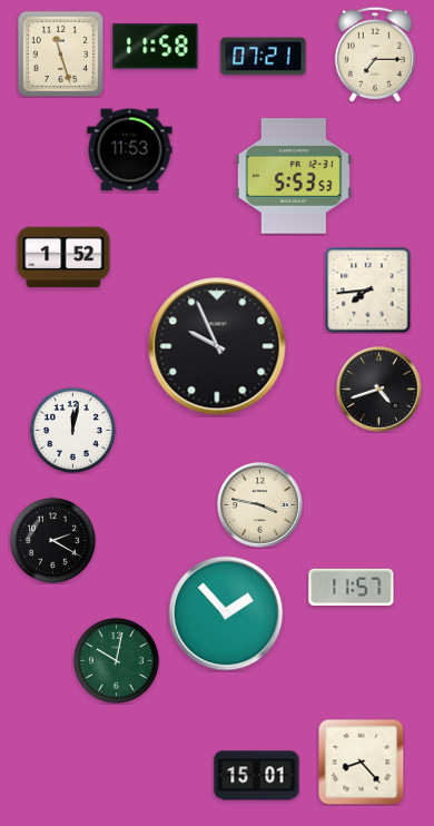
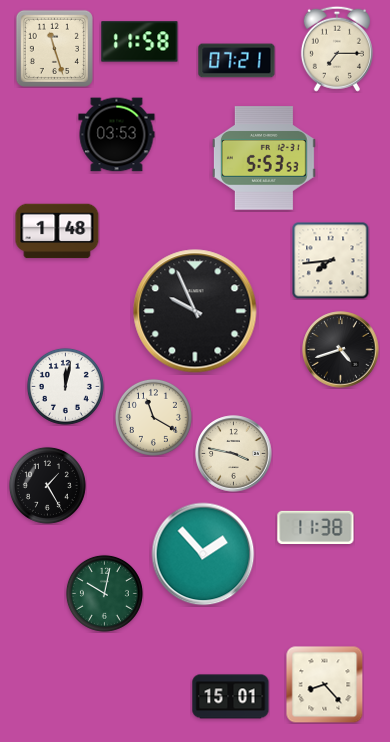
clock at (264, 57) position: (264, 57) -> (237, 61)
clock at (130, 150): 11:53 -> 03:53
clock at (63, 257): 1:52 -> 1:48
clock at (153, 417): none -> 11:20
clock at (52, 540): 2:20 -> 1:25
clock at (352, 587): 11:57 -> 11:38
clock at (226, 613) position: (226, 613) -> (203, 554)
